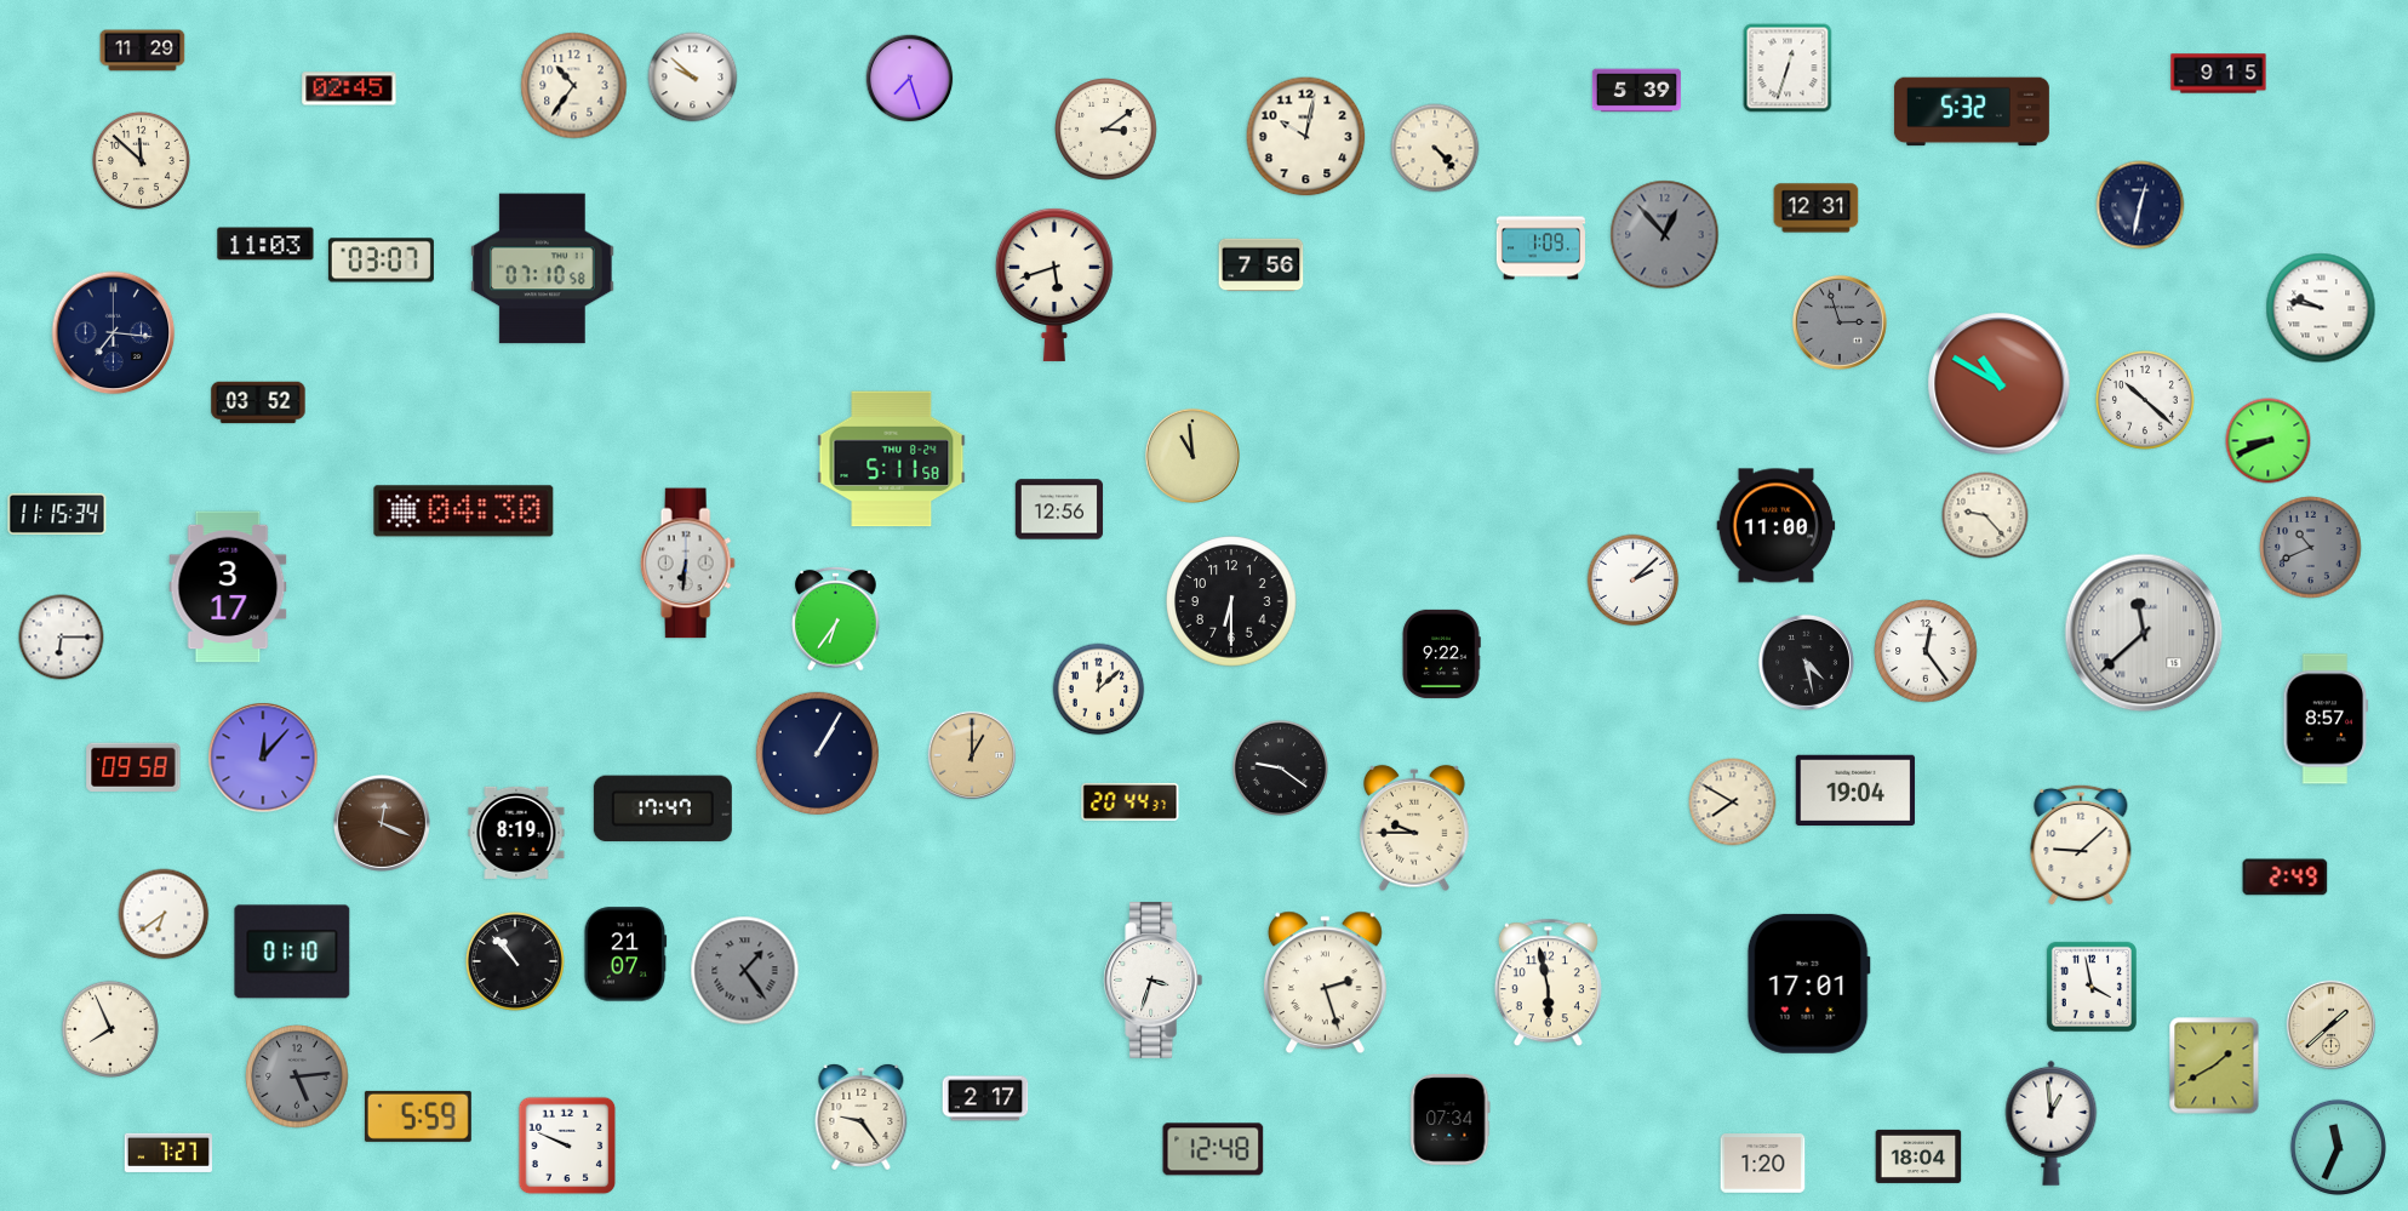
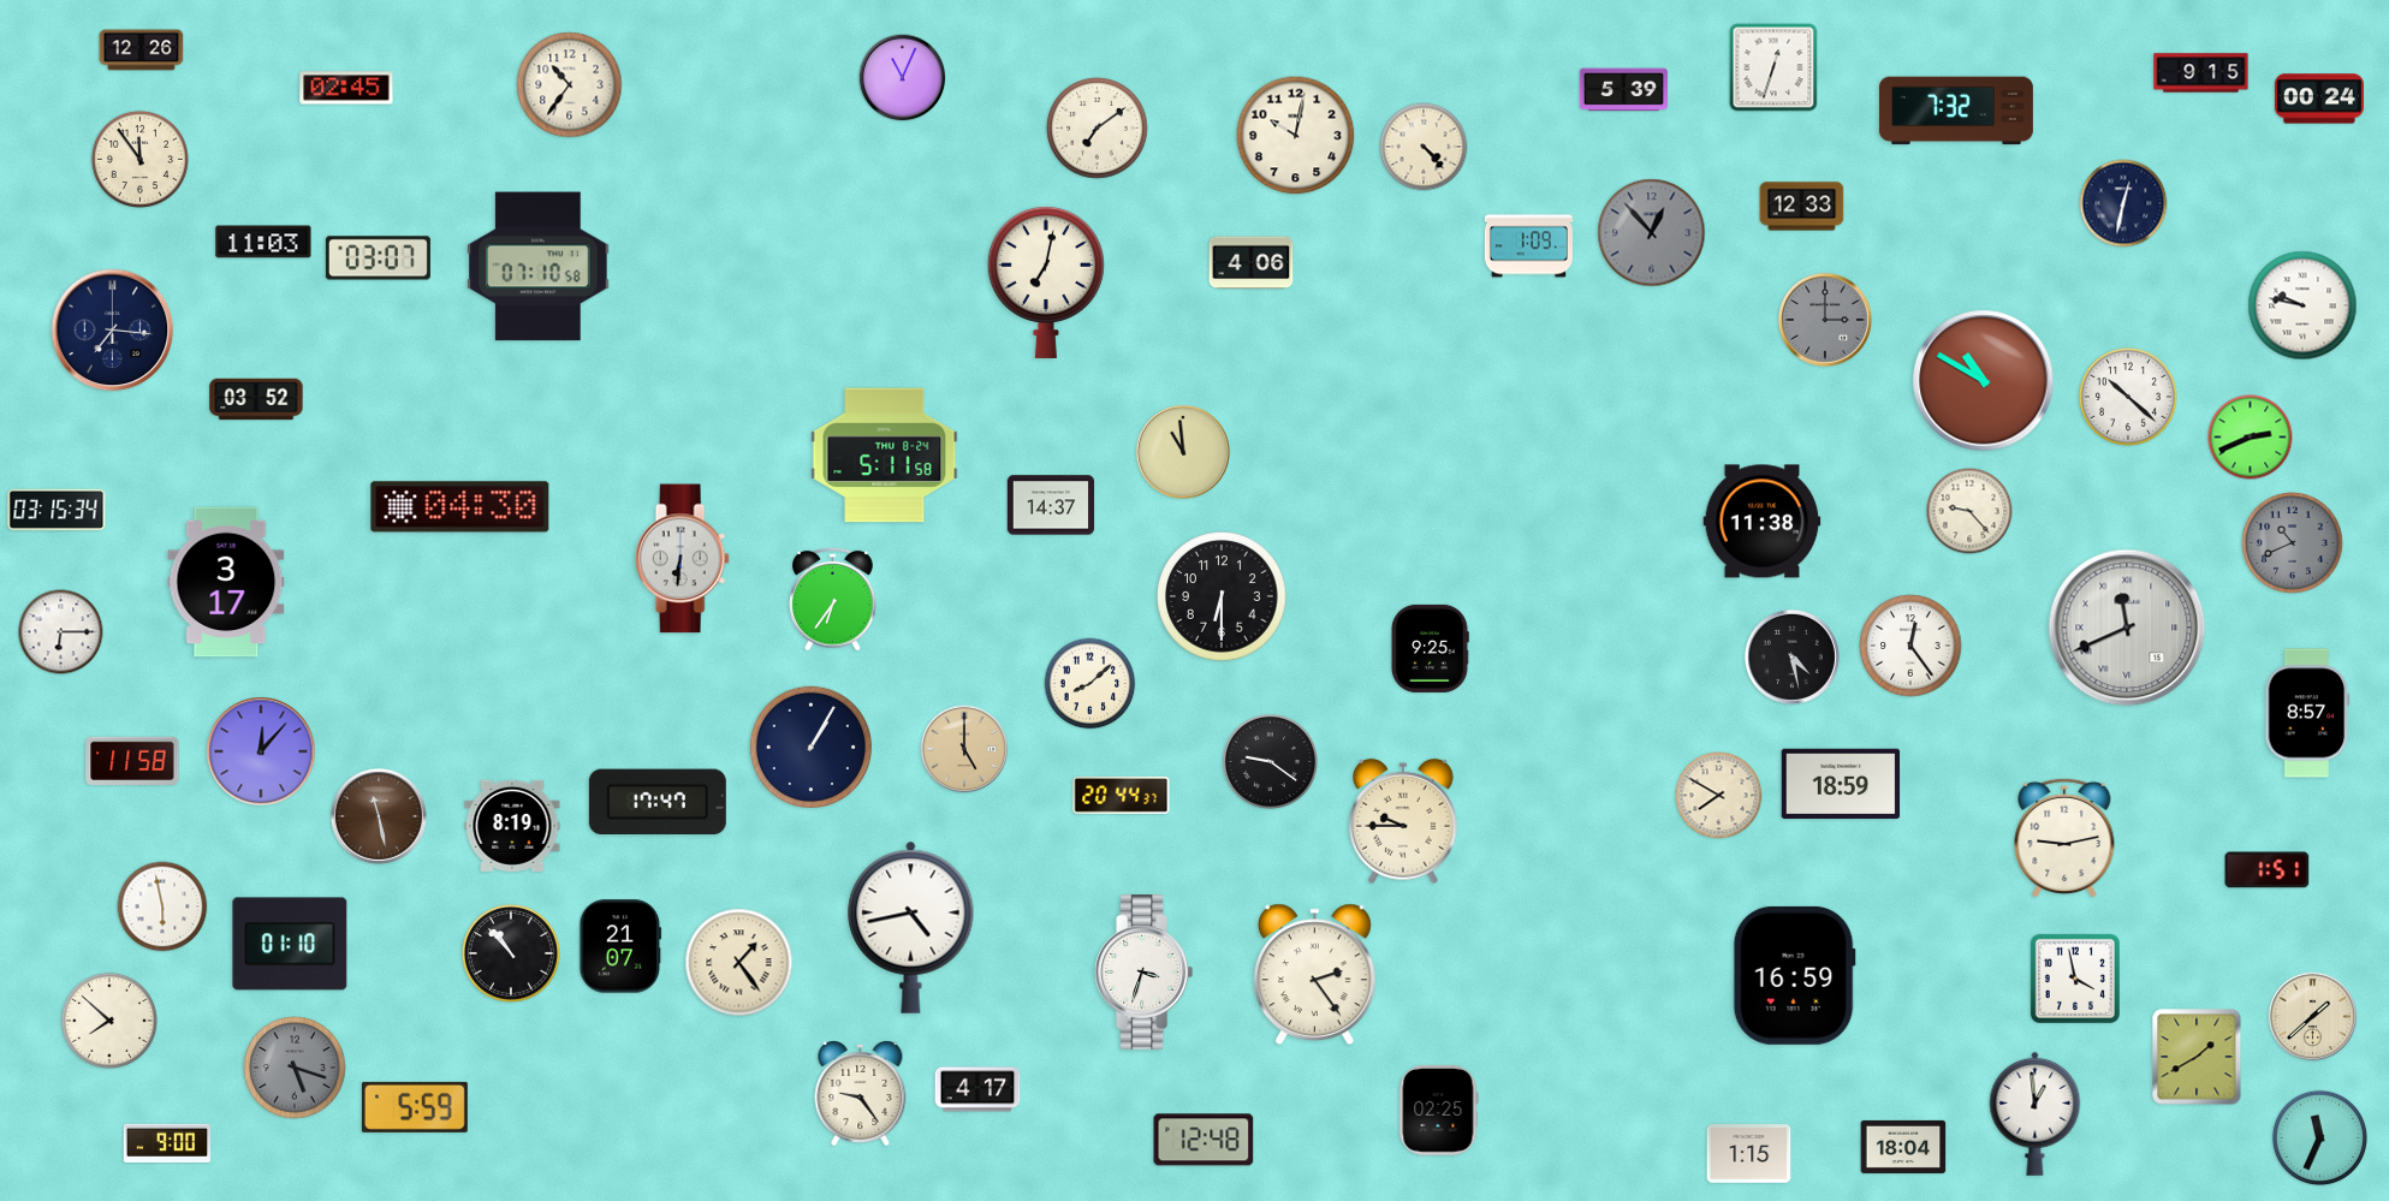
clock at (143, 51): 11:29 -> 12:26
clock at (693, 78): 9:52 -> none
clock at (910, 79): 7:27 -> 11:04
clock at (2319, 99): none -> 00:24
clock at (1972, 112): 5:32 -> 7:32
clock at (1106, 130): 3:09 -> 7:09
clock at (141, 160): 11:52 -> 11:54
clock at (1817, 209): 12:31 -> 12:33
clock at (1262, 265): 7:56 -> 4:06
clock at (1054, 284): 5:42 -> 7:02
clock at (1840, 322): 2:57 -> 3:00
clock at (2269, 441): 8:41 -> 2:41
clock at (1059, 509): 12:56 -> 14:37
clock at (57, 514): 11:15 -> 03:15
clock at (1777, 526): 11:00 -> 11:38
clock at (1634, 581): 2:08 -> none
clock at (836, 618) position: (836, 618) -> (833, 599)
clock at (2144, 633): 11:38 -> 11:41
clock at (1441, 653): 9:22 -> 9:25
clock at (1099, 690): 12:08 -> 8:08
clock at (972, 755): 1:00 -> 5:00
clock at (133, 767): 09:58 -> 11:58
clock at (1855, 789): 19:04 -> 18:59
clock at (382, 823): 12:19 -> 11:28
clock at (2081, 845): 9:08 -> 9:13
clock at (2286, 878): 2:49 -> 1:51
clock at (164, 914): 6:39 -> 5:58
clock at (911, 927): none -> 4:43
clock at (745, 971) dial: grey -> cream
clock at (1325, 983): 2:27 -> 2:24
clock at (1548, 983): 5:58 -> none
clock at (1808, 983): 17:01 -> 16:59
clock at (110, 1029): 7:56 -> 7:52
clock at (297, 1076): 5:14 -> 5:18
clock at (985, 1098): 2:17 -> 4:17
clock at (862, 1116) position: (862, 1116) -> (861, 1093)
clock at (1451, 1120): 07:34 -> 02:25
clock at (567, 1146): 9:49 -> none
clock at (167, 1153): 7:27 -> 9:00
clock at (1763, 1164): 1:20 -> 1:15
